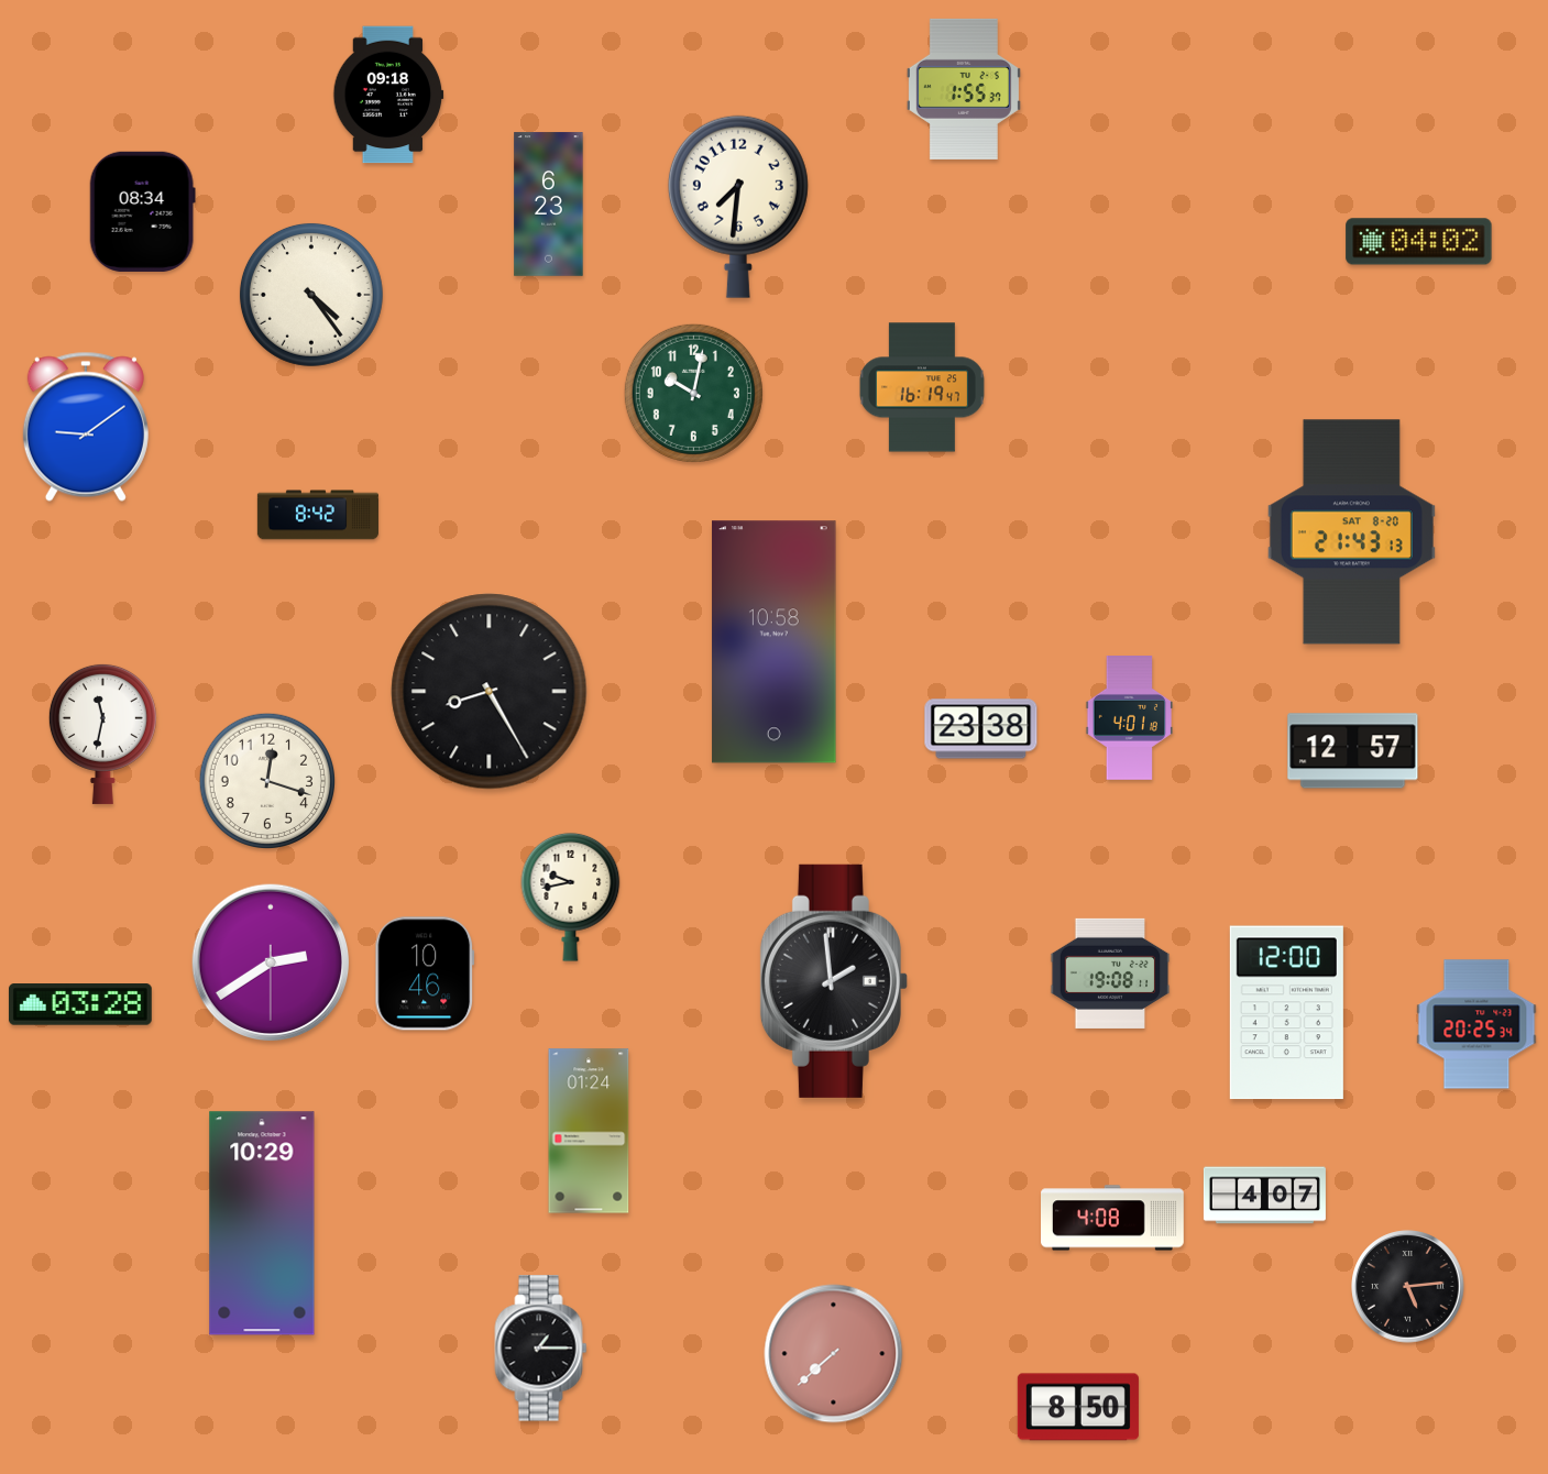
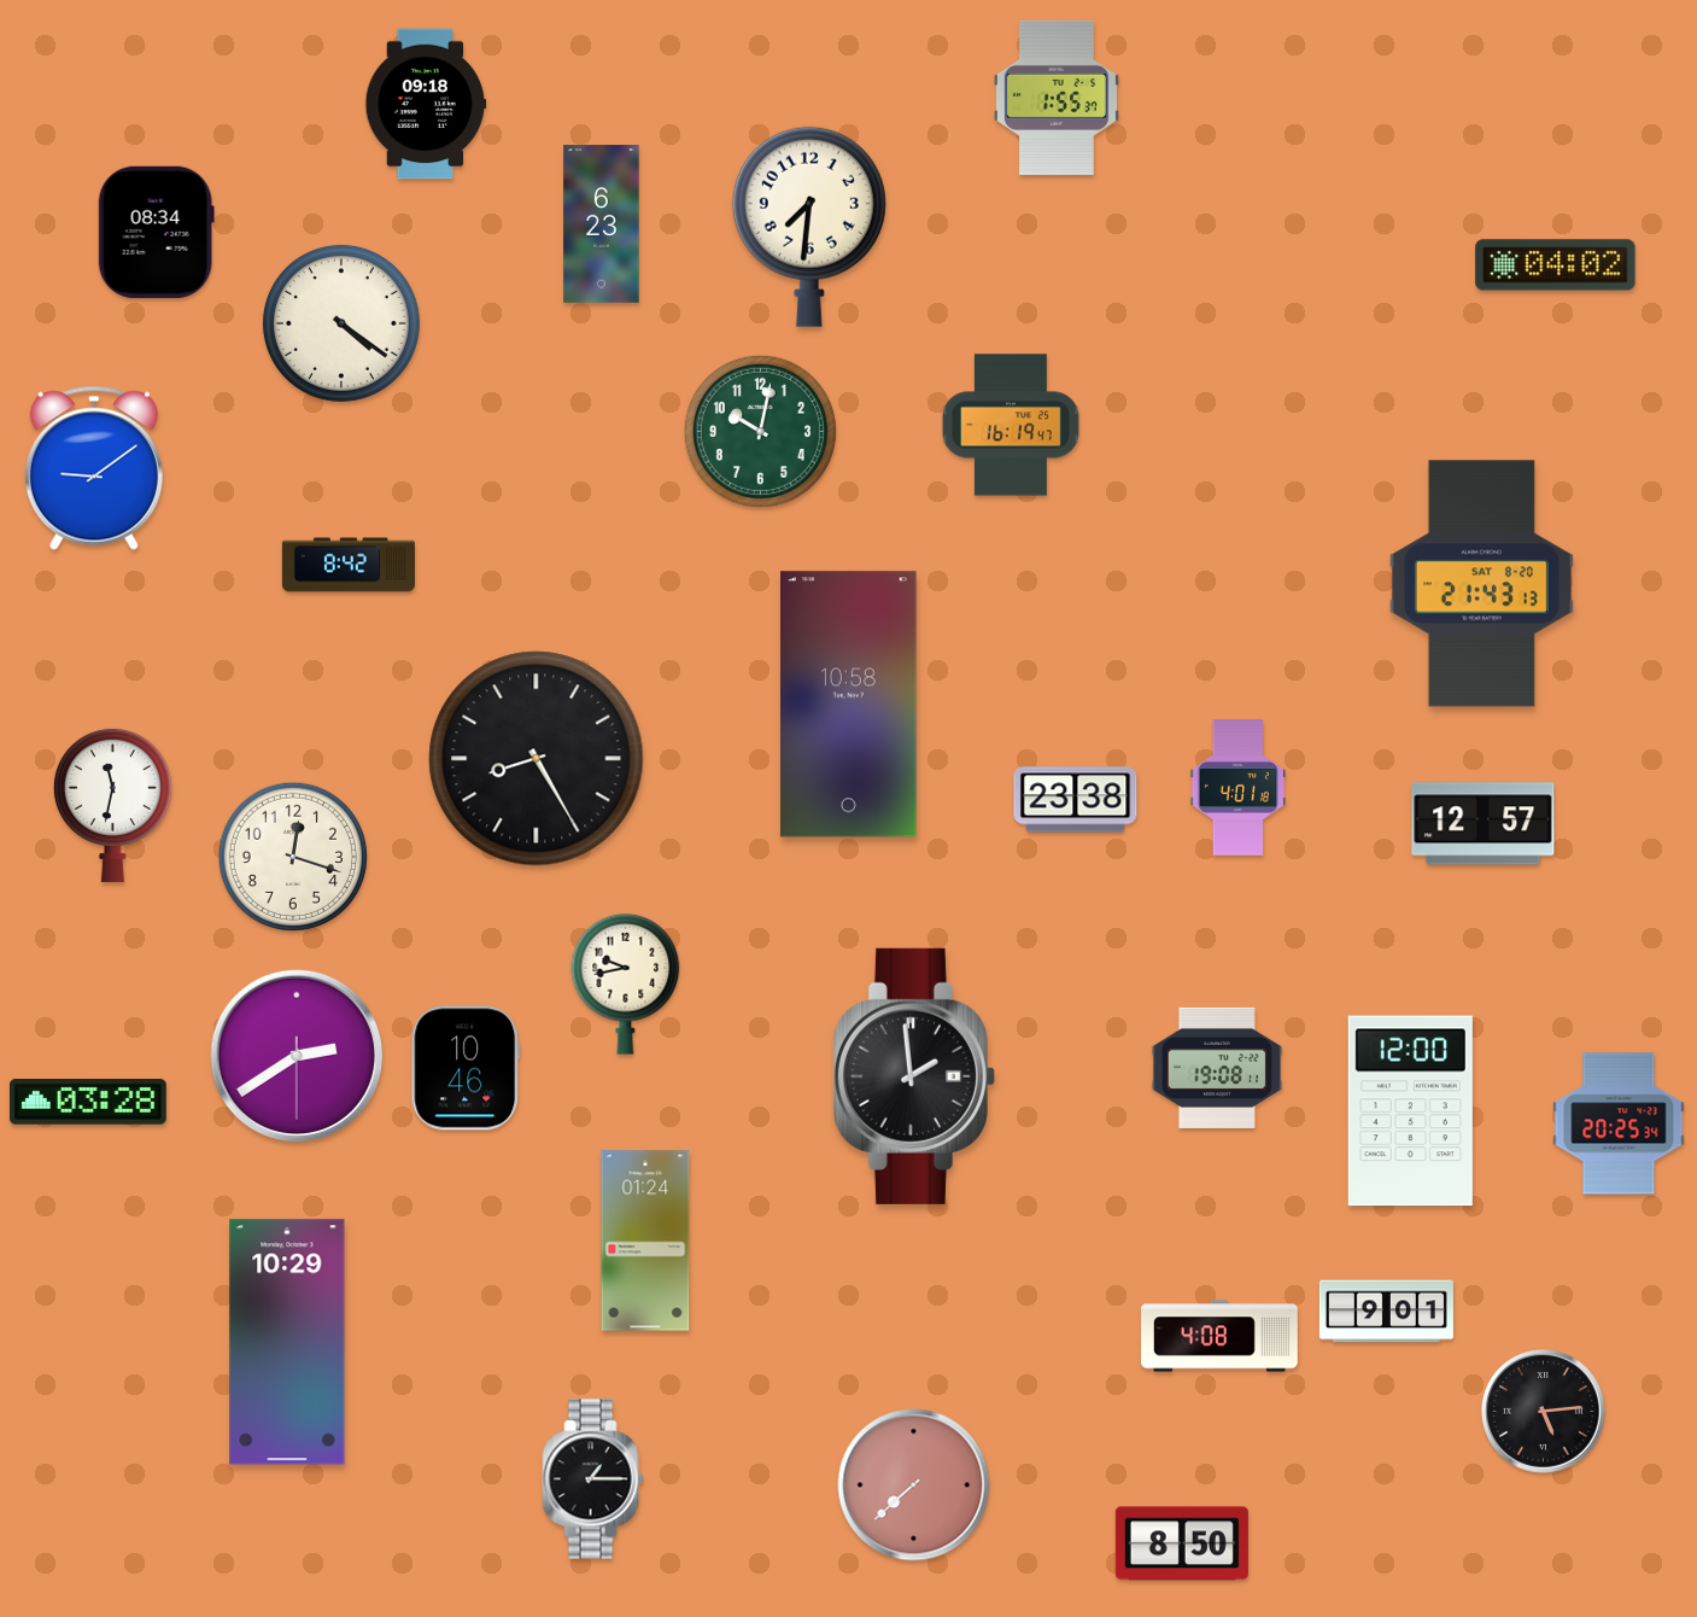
clock at (311, 295): 4:24 -> 4:21
clock at (1264, 1196): 4:07 -> 9:01
